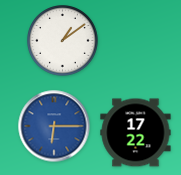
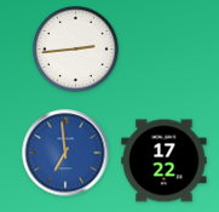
clock at (63, 41): 1:09 -> 2:44
clock at (54, 126): 6:15 -> 6:59
